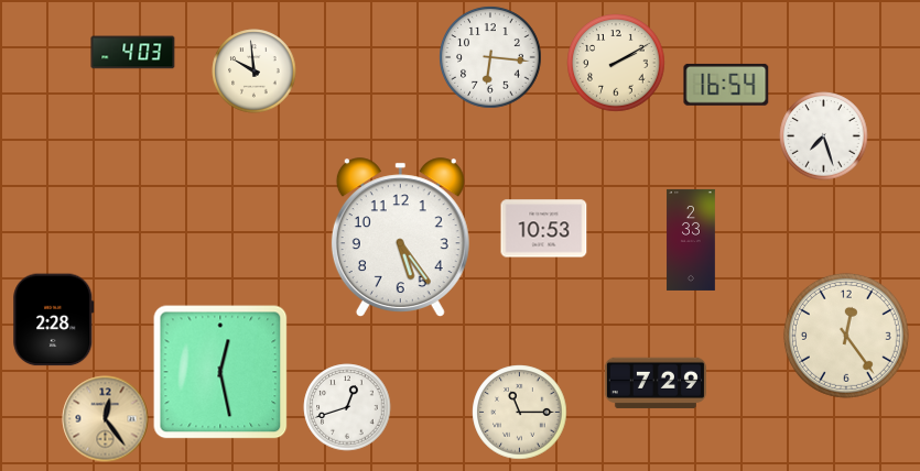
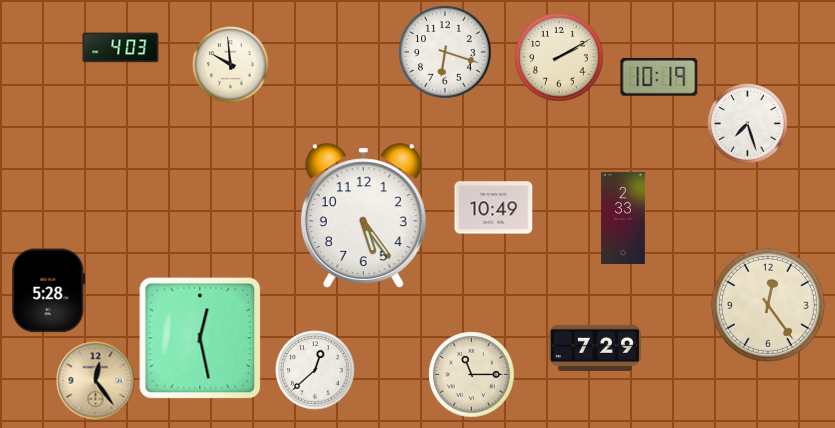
clock at (490, 57): 6:16 -> 6:18
clock at (726, 85): 16:54 -> 10:19
clock at (544, 229): 10:53 -> 10:49
clock at (691, 240) position: (691, 240) -> (623, 218)
clock at (54, 320): 2:28 -> 5:28
clock at (347, 407): 12:42 -> 12:38
